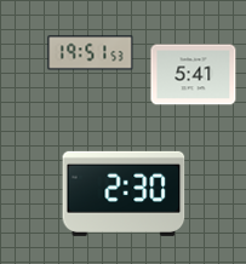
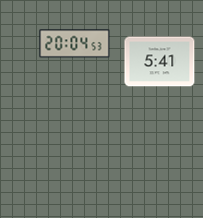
clock at (91, 53): 19:51 -> 20:04
clock at (124, 194): 2:30 -> none
